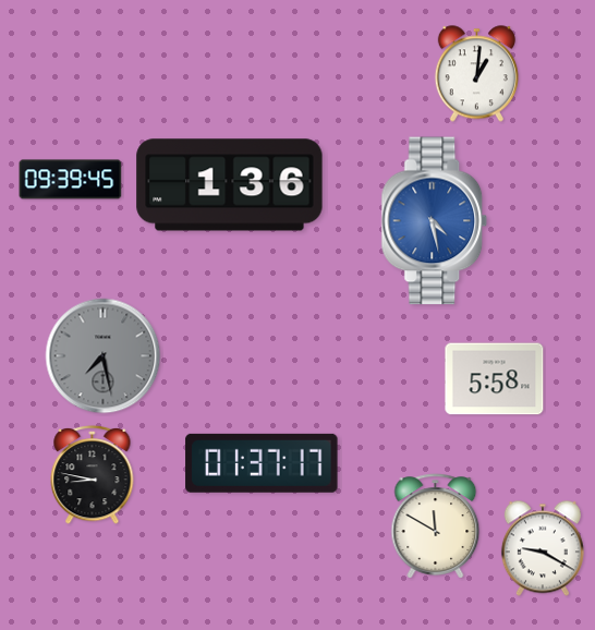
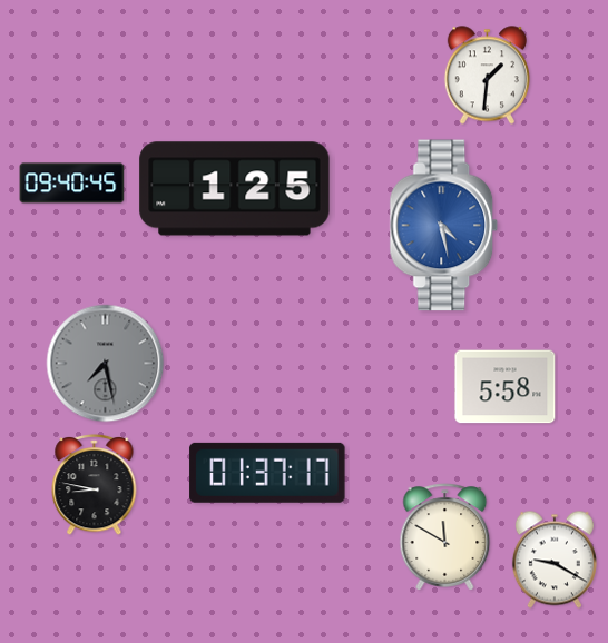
clock at (476, 74): 1:01 -> 1:31
clock at (71, 180): 09:39 -> 09:40
clock at (230, 185): 1:36 -> 1:25
